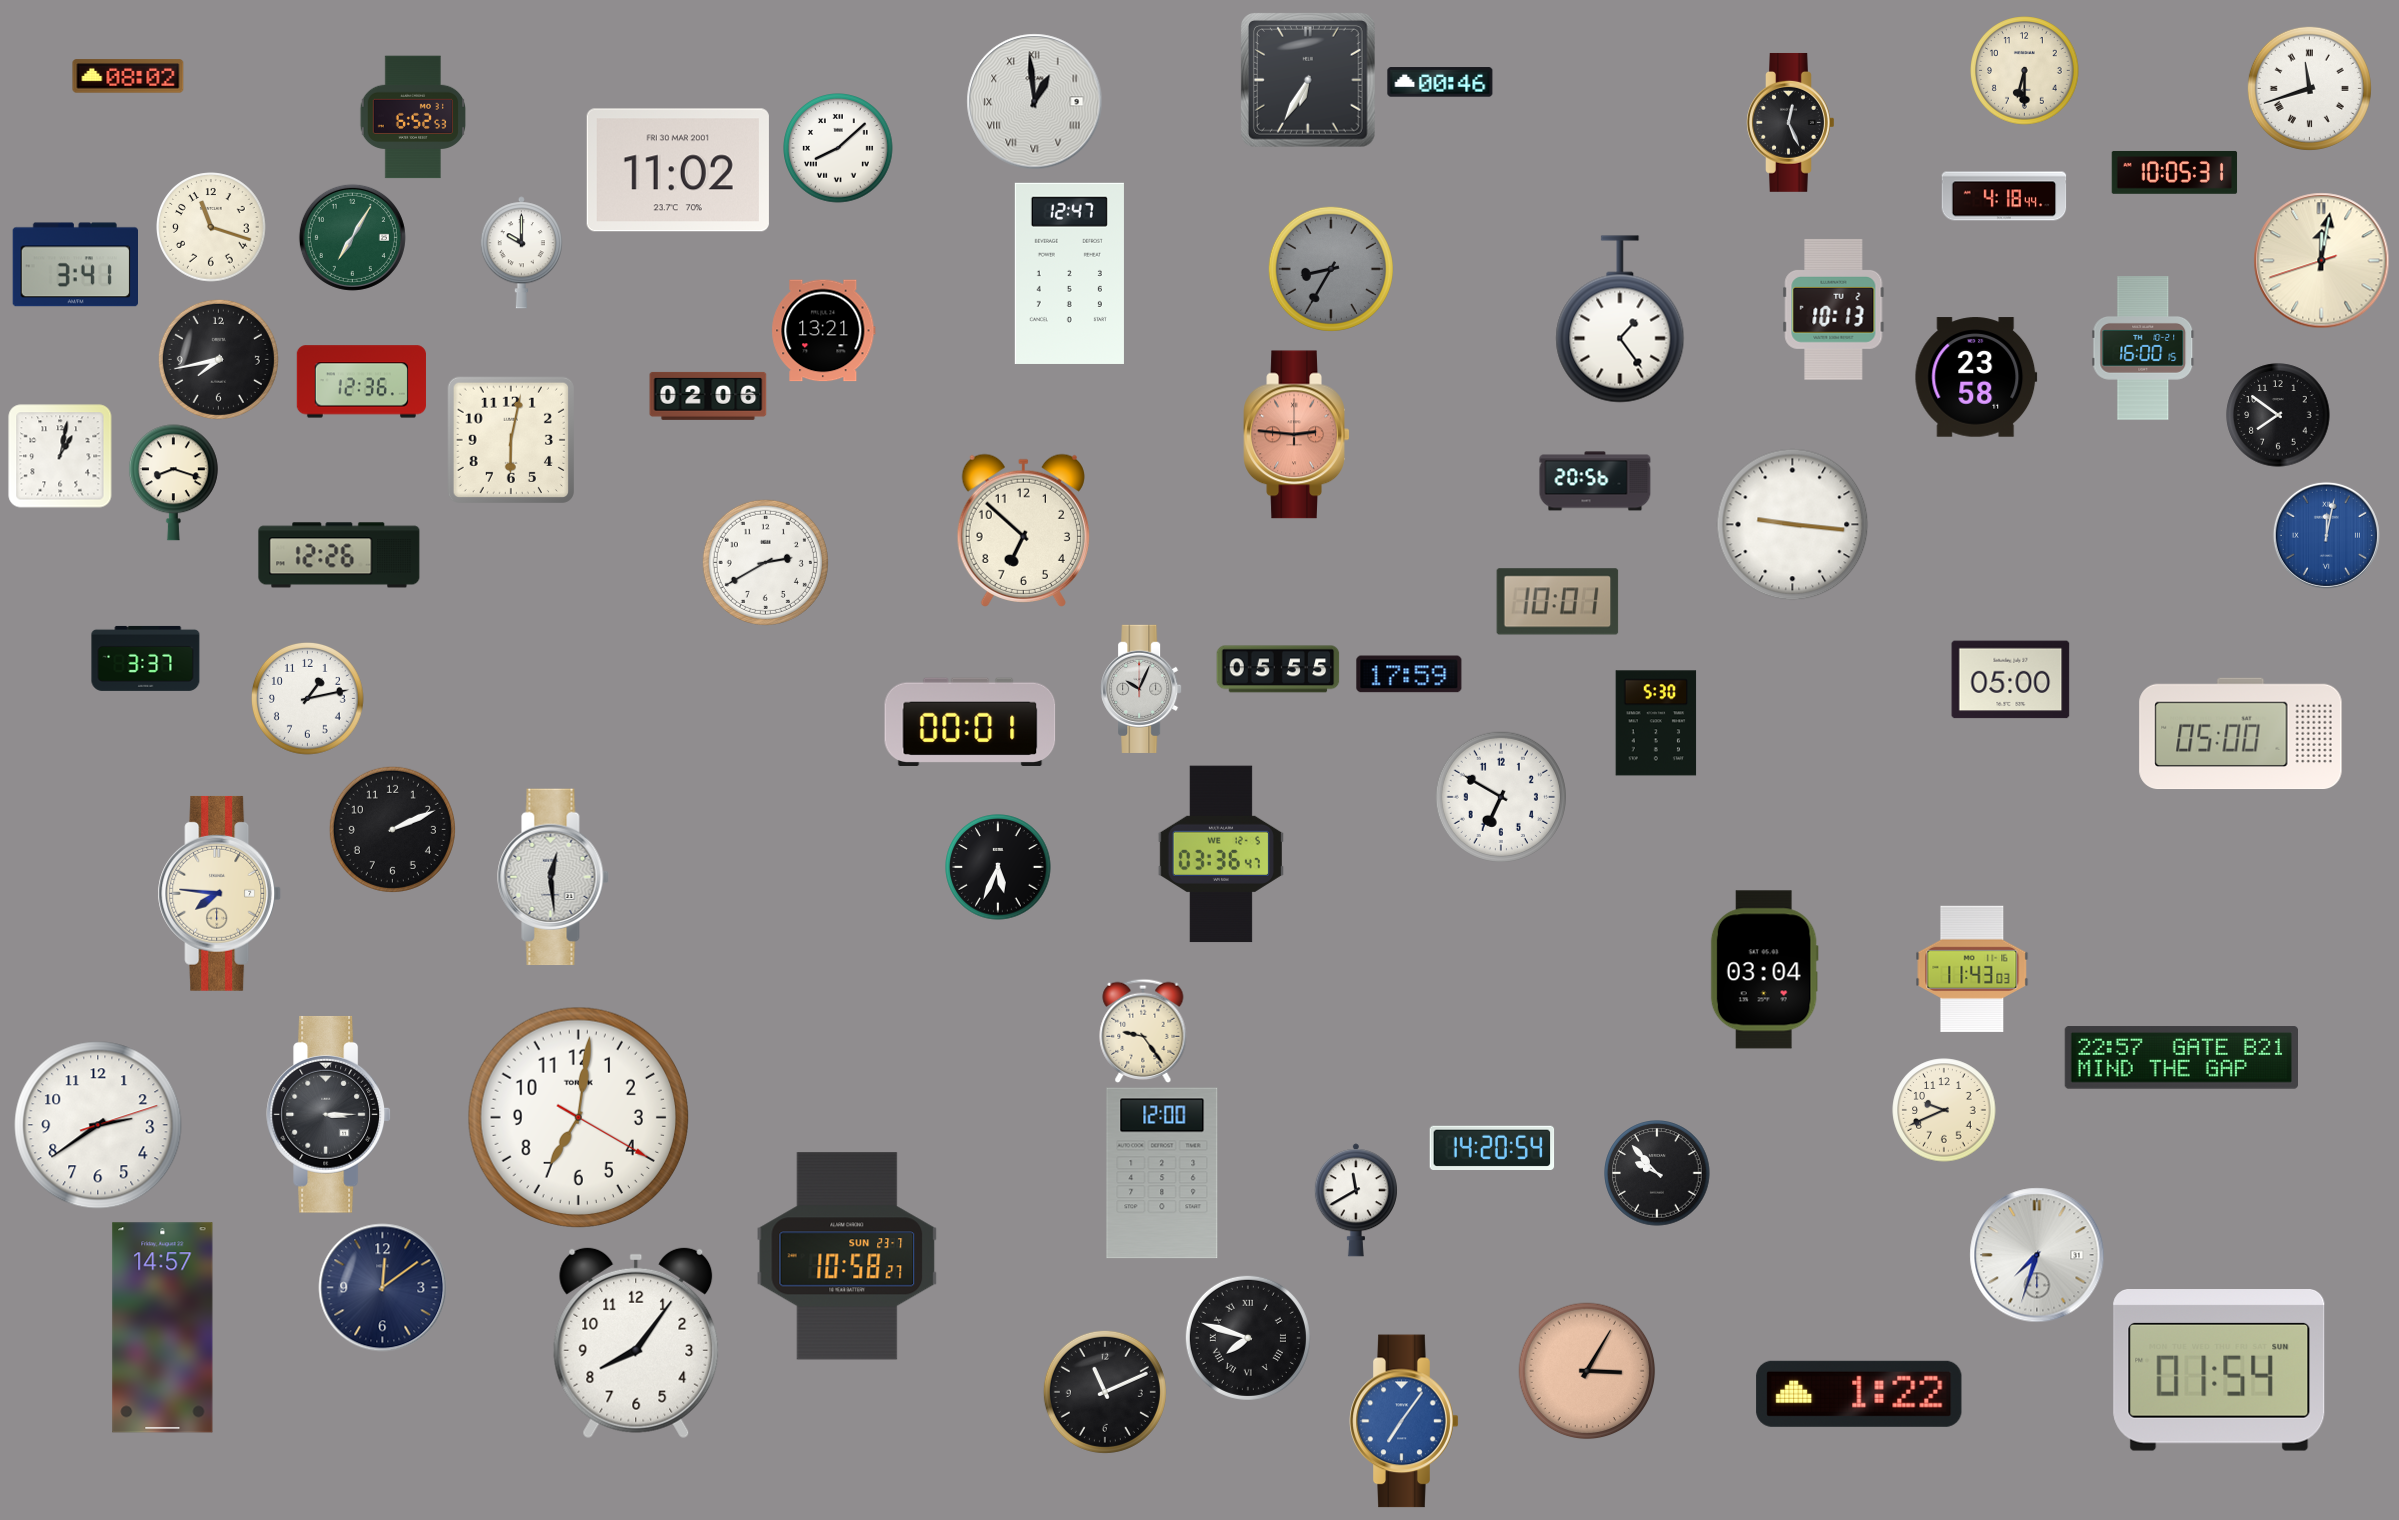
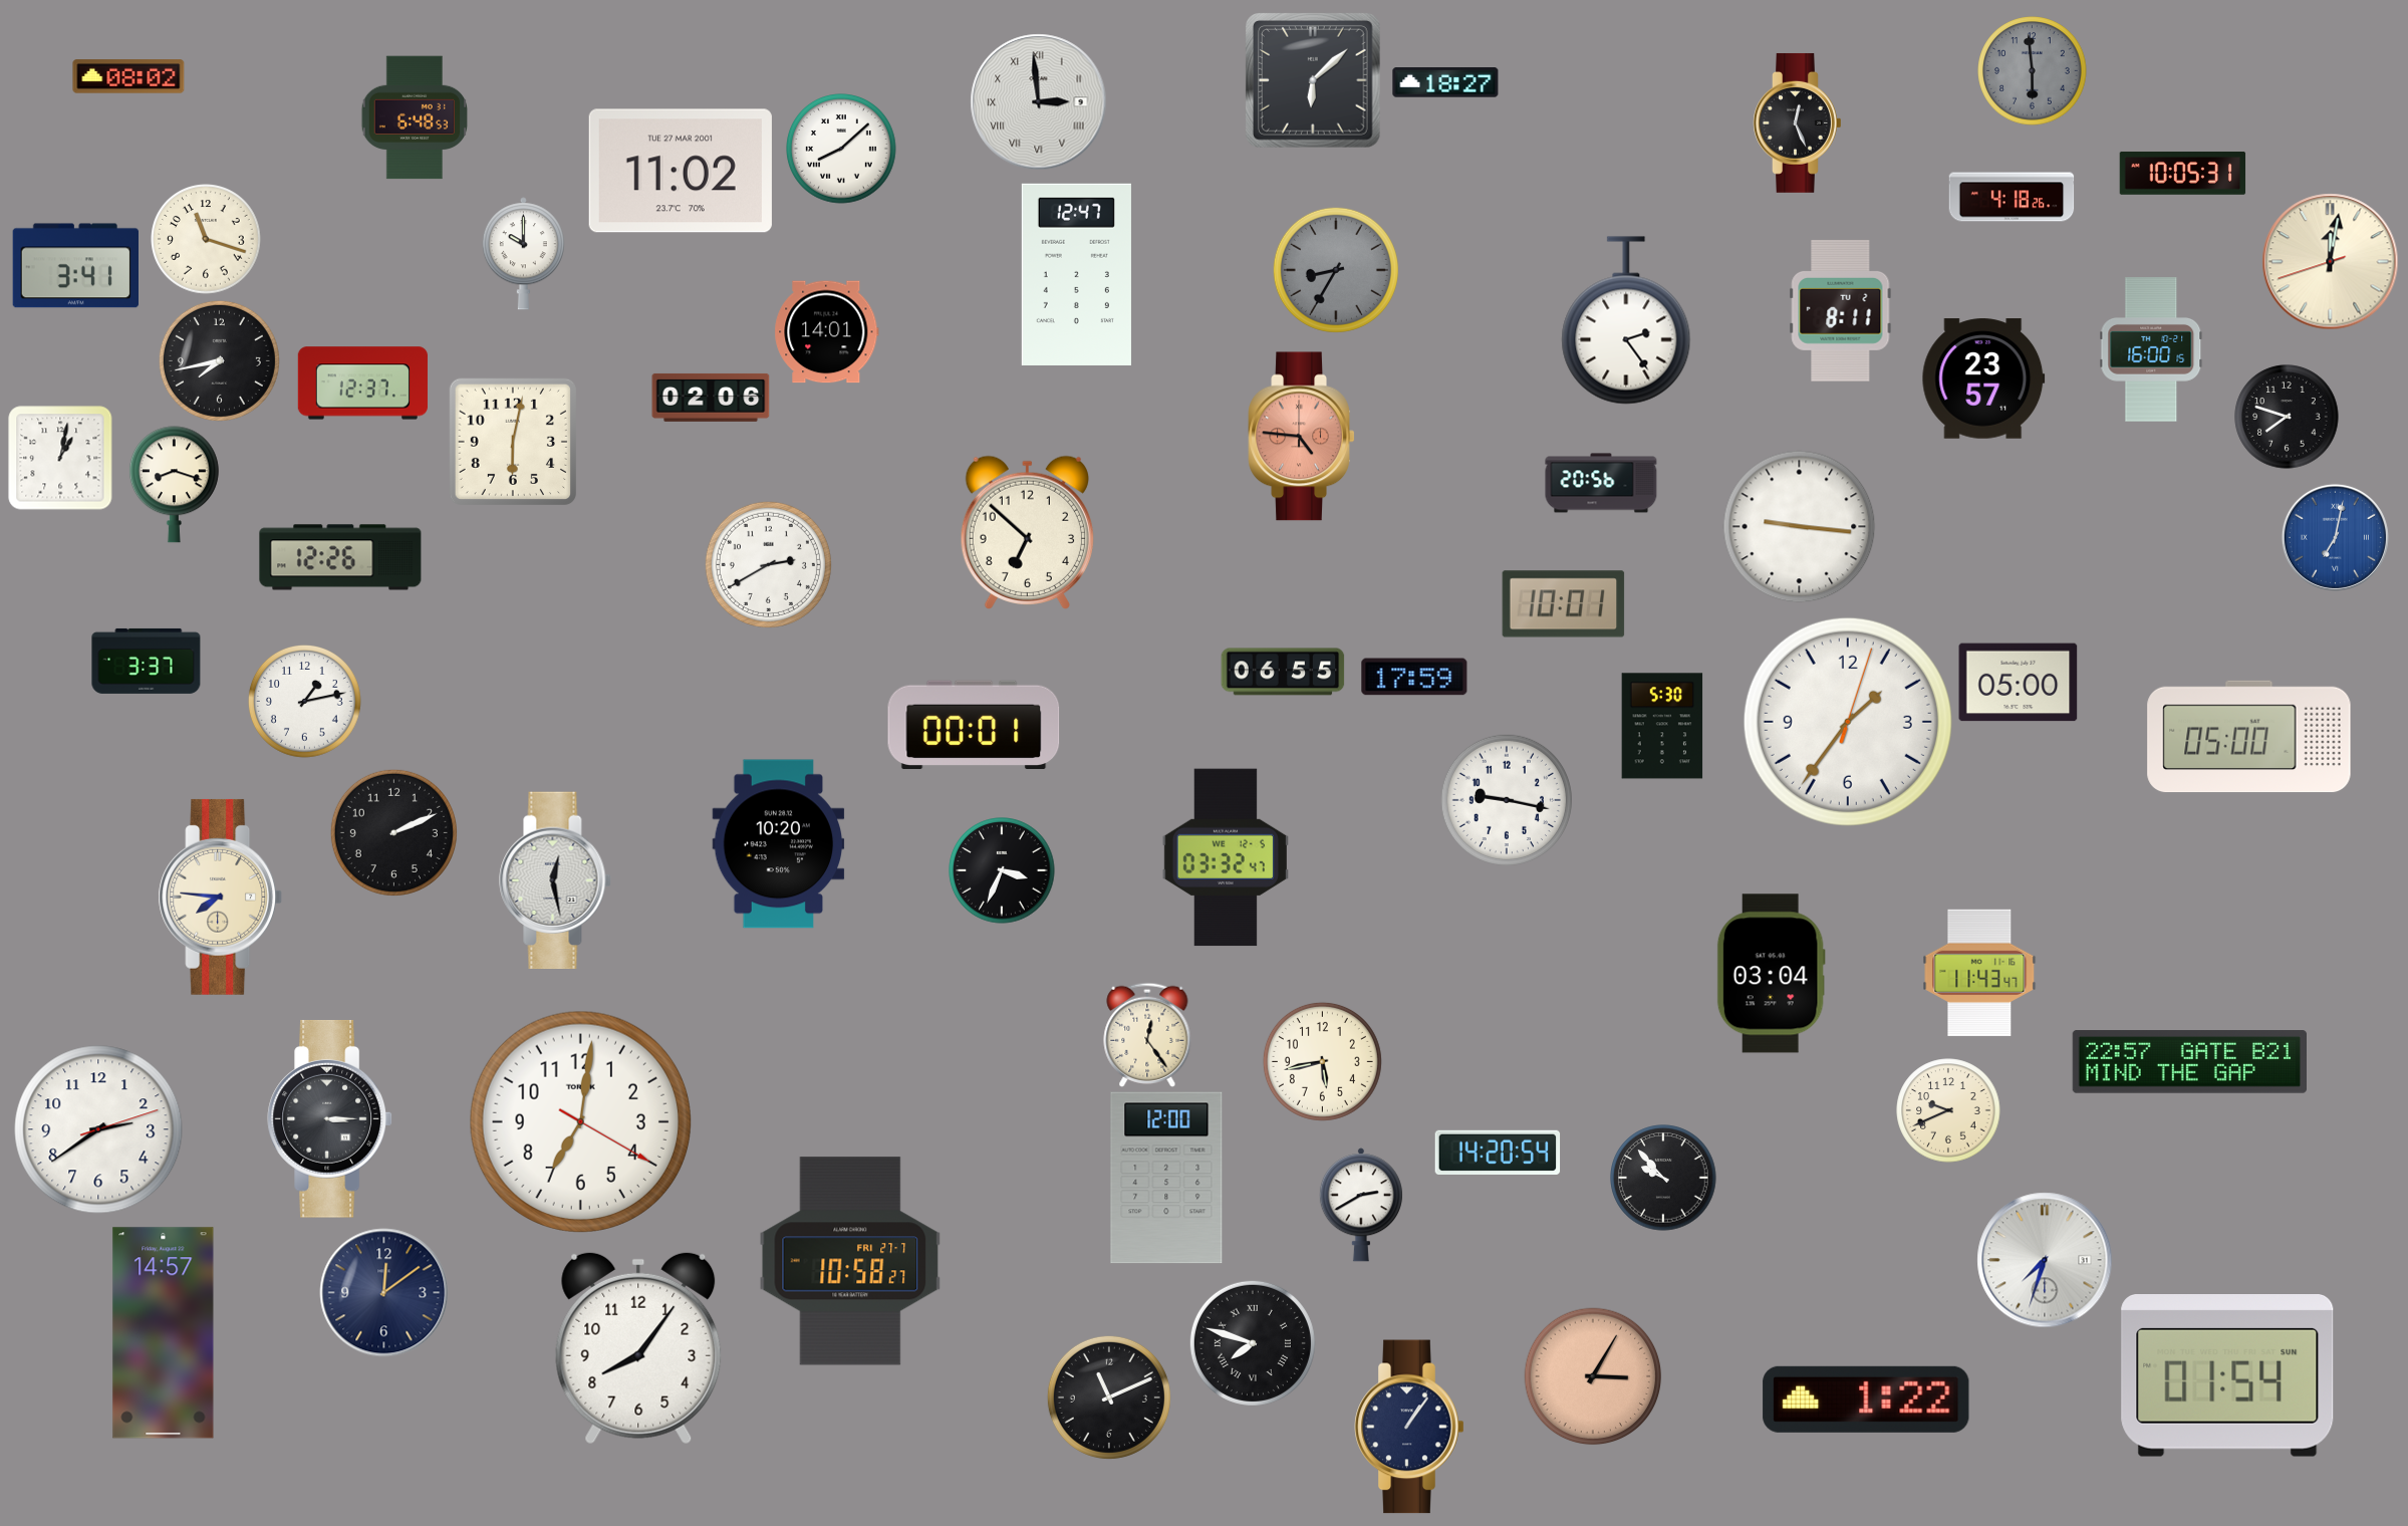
clock at (2025, 71): 6:30 -> 5:59
clock at (2025, 71) dial: cream -> grey
clock at (1309, 81): 6:35 -> 6:08
clock at (1440, 82): 00:46 -> 18:27
clock at (2309, 88): 11:42 -> none
clock at (1035, 102): 12:59 -> 2:59
clock at (412, 117): 6:52 -> 6:48
clock at (678, 170) date: FRI 30 MAR 2001 -> TUE 27 MAR 2001
clock at (2004, 196): 4:18:44 -> 4:18:26
clock at (211, 227) position: (211, 227) -> (206, 239)
clock at (352, 237): 7:05 -> none
clock at (1069, 273) position: (1069, 273) -> (1076, 274)
clock at (1834, 309): 10:13 -> 8:11
clock at (1620, 319): 1:24 -> 2:24
clock at (824, 331): 13:21 -> 14:01
clock at (1976, 377): 23:58 -> 23:57
clock at (361, 382): 12:36 -> 12:37
clock at (2278, 415): 7:51 -> 7:48
clock at (1297, 435): 2:46 -> 4:46
clock at (2326, 535): 12:02 -> 7:02
clock at (1278, 669): 05:55 -> 06:55
clock at (1141, 689): 10:04 -> none
clock at (308, 699) position: (308, 699) -> (305, 702)
clock at (1848, 722): none -> 1:36
clock at (1501, 797): 6:50 -> 9:17
clock at (779, 844): none -> 10:20
clock at (1221, 854): 03:36 -> 03:32
clock at (998, 867): 5:34 -> 3:34
clock at (553, 877): 12:29 -> 12:28
clock at (1972, 968): 11:43:03 -> 11:43:47
clock at (1143, 1031): 9:24 -> 12:24
clock at (1322, 1061): none -> 5:43
clock at (1944, 1110) position: (1944, 1110) -> (1948, 1110)
clock at (1356, 1200): 11:40 -> 2:40
clock at (847, 1256) date: SUN 23-7 -> FRI 27-7
clock at (1404, 1421): 7:06 -> 1:06
clock at (1404, 1421) dial: blue -> navy
